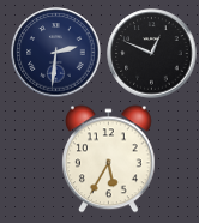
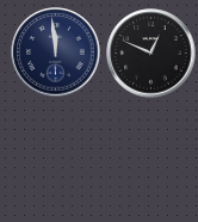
clock at (56, 53): 2:31 -> 11:59
clock at (109, 159): 5:35 -> none
